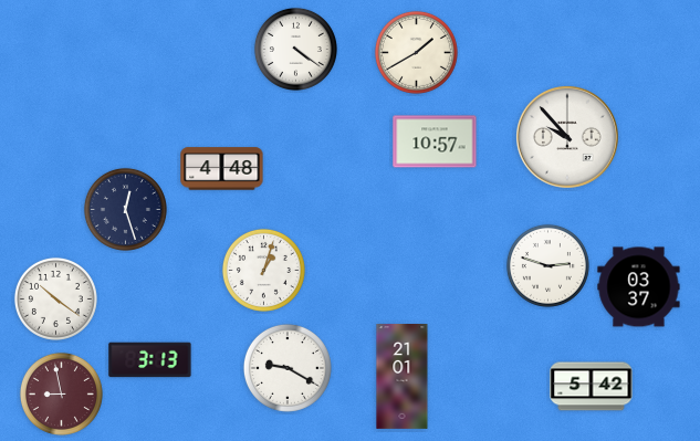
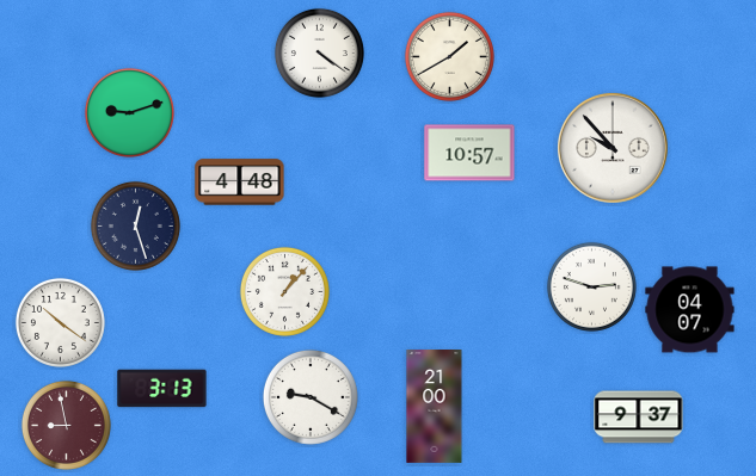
clock at (129, 112): none -> 9:12
clock at (263, 270): 1:03 -> 1:07
clock at (639, 287): 03:37 -> 04:07
clock at (403, 377): 21:01 -> 21:00
clock at (592, 387): 5:42 -> 9:37
